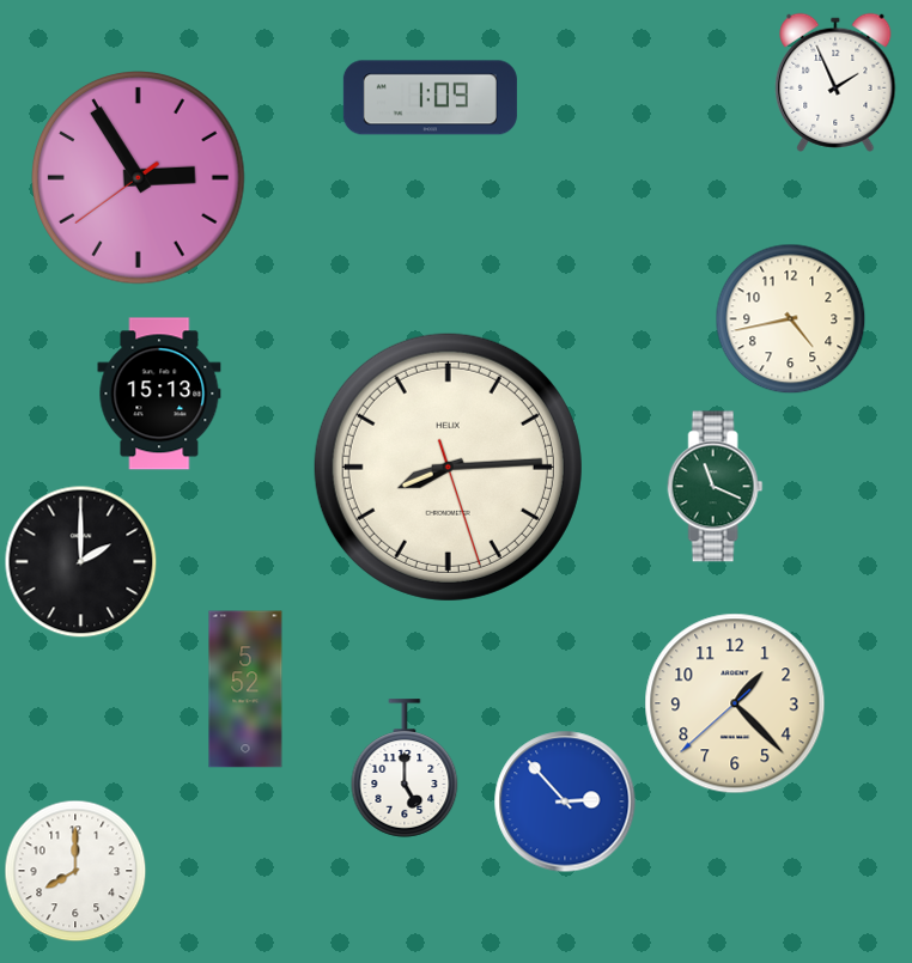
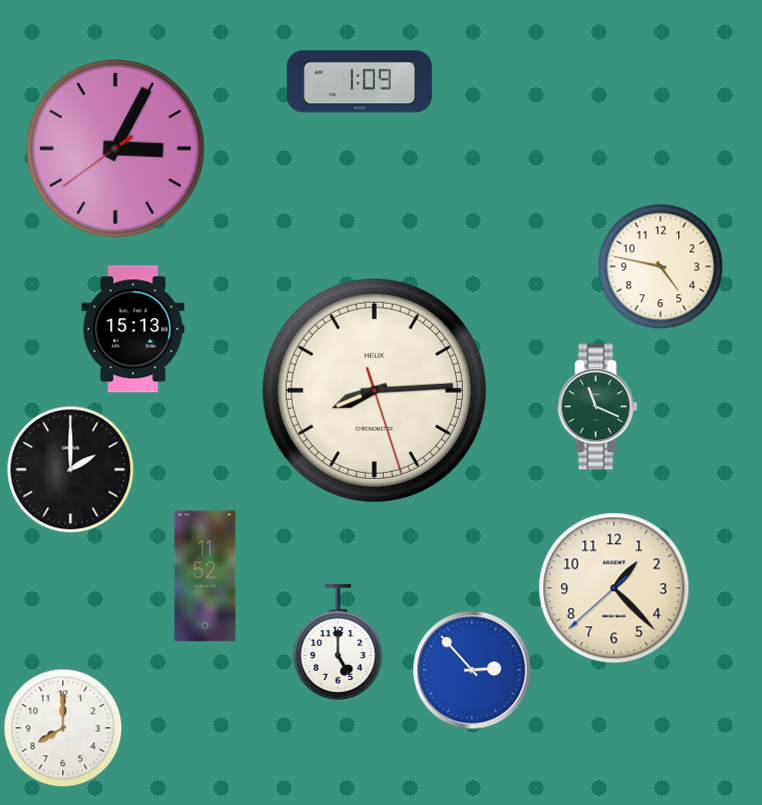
clock at (835, 83): 1:56 -> none
clock at (139, 178): 2:54 -> 3:04
clock at (791, 319): 4:43 -> 4:47
clock at (81, 562) position: (81, 562) -> (71, 470)
clock at (245, 689): 5:52 -> 11:52
